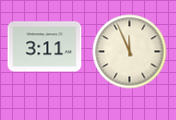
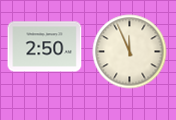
clock at (45, 47): 3:11 -> 2:50
